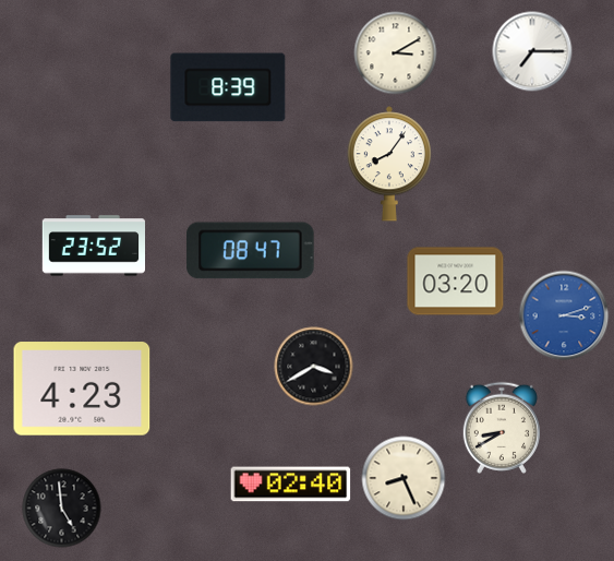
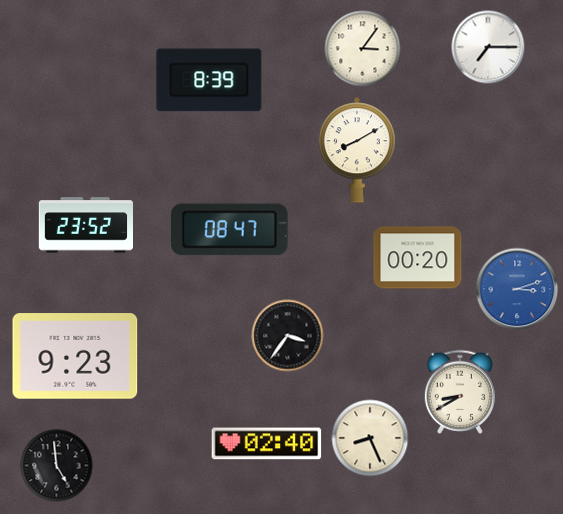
clock at (396, 53): 3:10 -> 3:06
clock at (389, 164): 8:06 -> 8:10
clock at (456, 282): 03:20 -> 00:20
clock at (314, 367): 3:40 -> 3:36
clock at (82, 389): 4:23 -> 9:23
